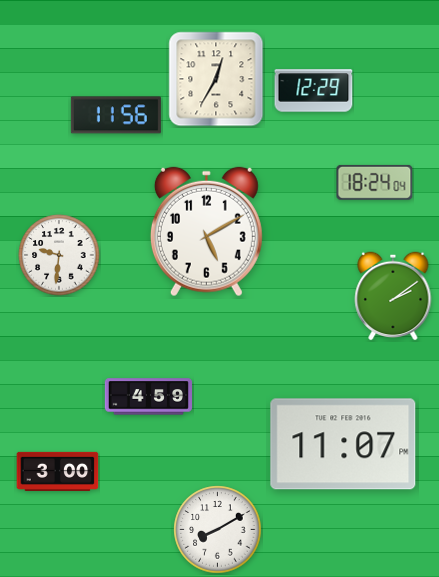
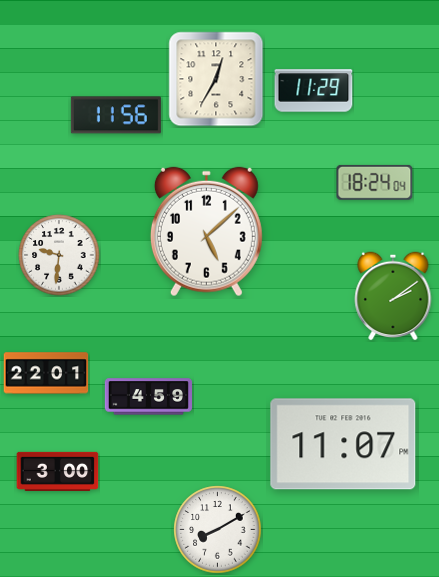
clock at (314, 91): 12:29 -> 11:29
clock at (206, 232): 5:10 -> 5:08
clock at (46, 373): none -> 22:01
